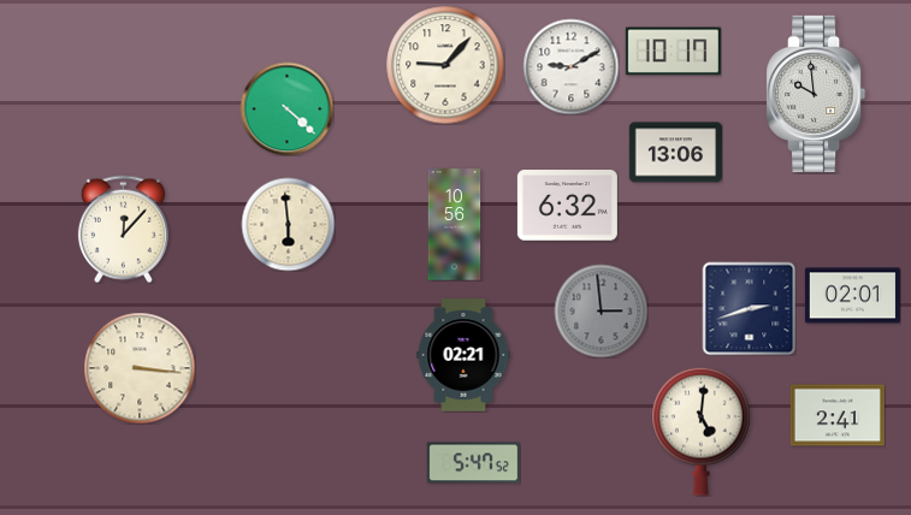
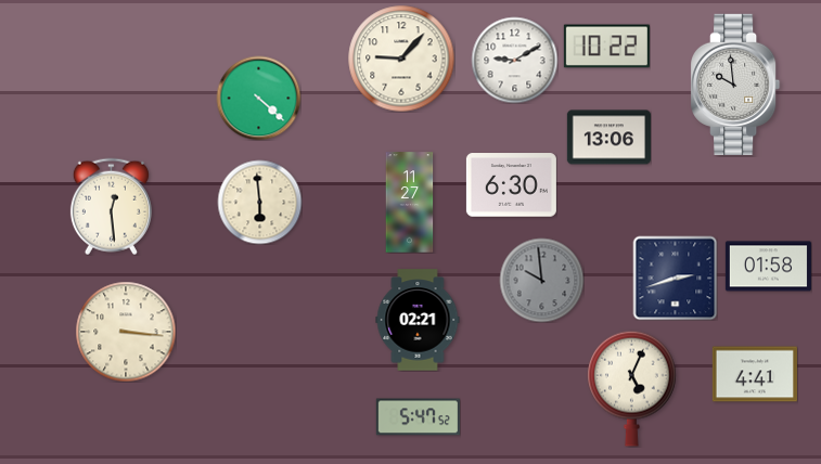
clock at (673, 52): 10:17 -> 10:22
clock at (567, 206): 6:32 -> 6:30
clock at (455, 225): 10:56 -> 11:27
clock at (123, 229): 12:07 -> 12:29
clock at (852, 296): 02:01 -> 01:58
clock at (601, 310): 2:59 -> 9:59
clock at (838, 415): 2:41 -> 4:41
clock at (702, 431): 5:01 -> 5:04
clock at (473, 463) position: (473, 463) -> (418, 417)
